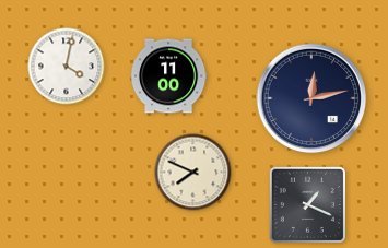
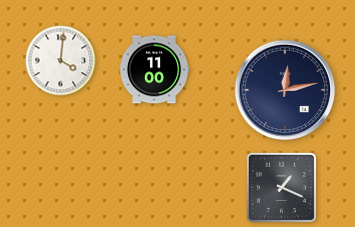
clock at (67, 67): 4:02 -> 4:01
clock at (193, 173): 7:49 -> none
